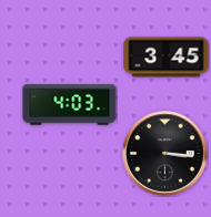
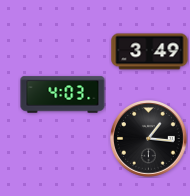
clock at (167, 58): 3:45 -> 3:49
clock at (165, 154): 3:16 -> 1:16
